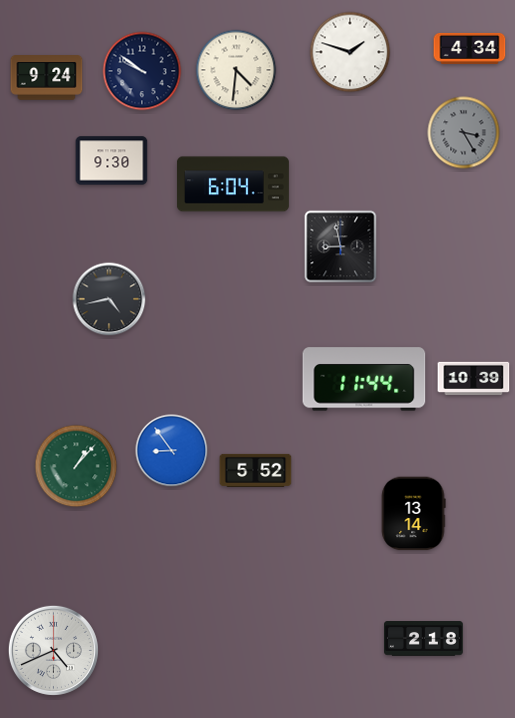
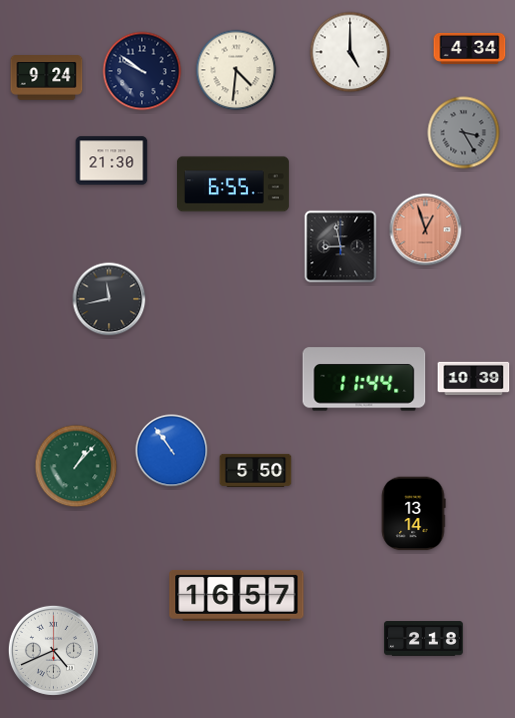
clock at (350, 52): 1:48 -> 5:00
clock at (112, 161): 9:30 -> 21:30
clock at (233, 184): 6:04 -> 6:55
clock at (426, 230): none -> 12:57
clock at (109, 299): 4:43 -> 11:43
clock at (172, 451): 8:54 -> 10:54
clock at (256, 470): 5:52 -> 5:50
clock at (237, 595): none -> 16:57
